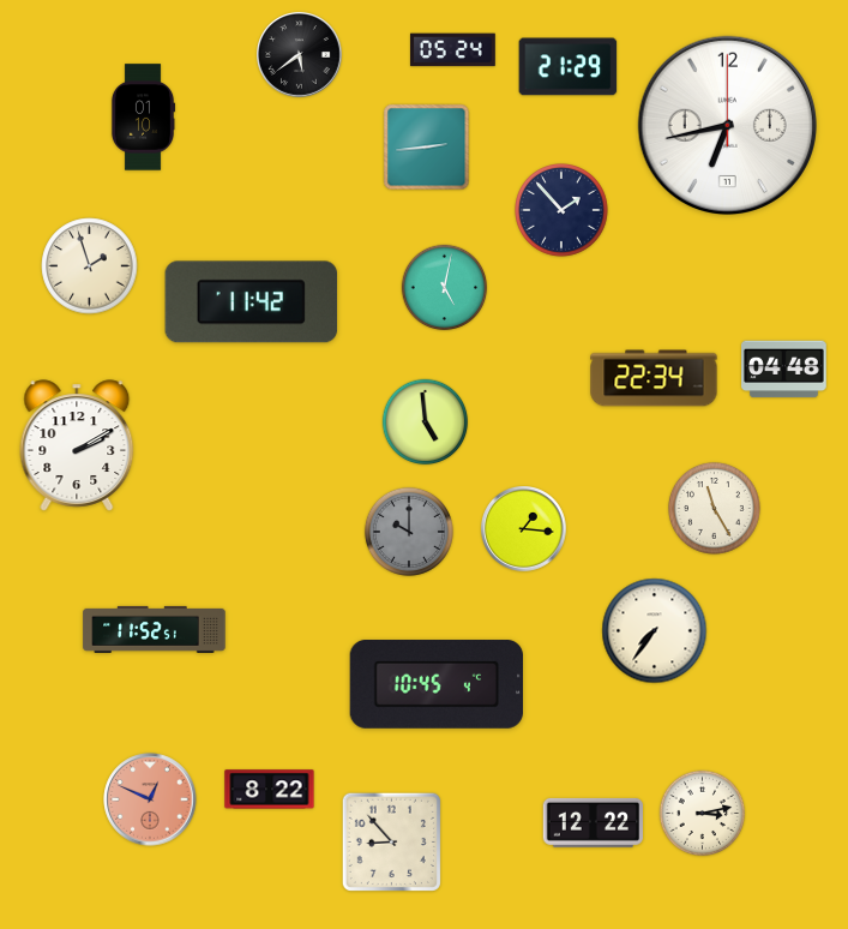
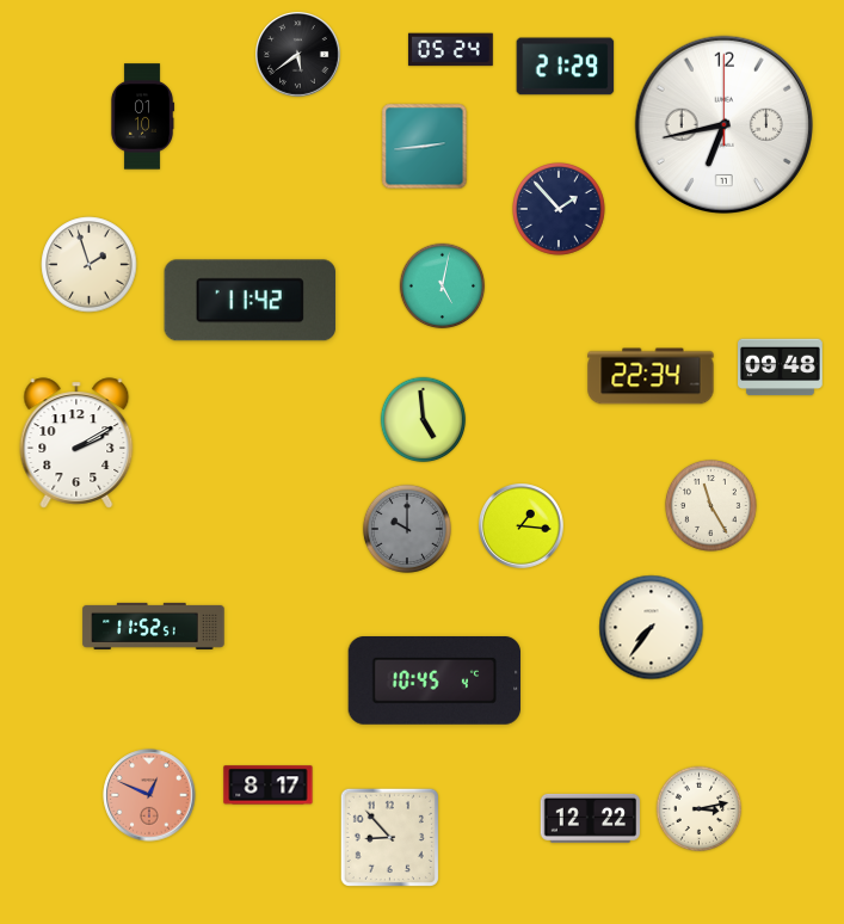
clock at (784, 370): 04:48 -> 09:48
clock at (270, 790): 8:22 -> 8:17
